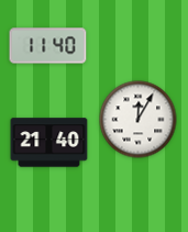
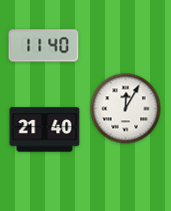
clock at (48, 46) position: (48, 46) -> (44, 46)
